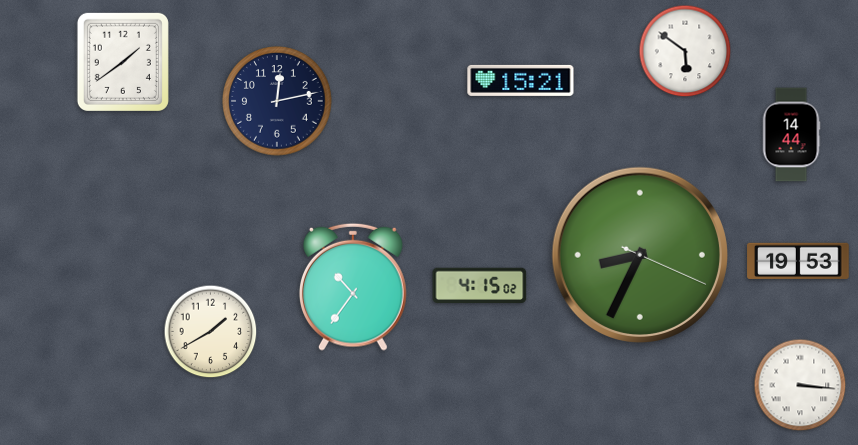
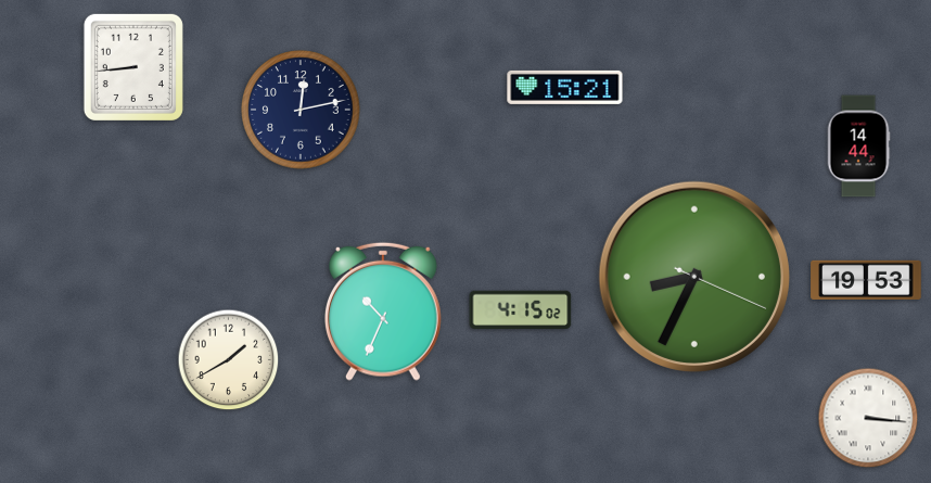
clock at (685, 51): 5:51 -> none
clock at (123, 62): 1:39 -> 8:44
clock at (798, 261) position: (798, 261) -> (866, 280)
clock at (353, 287): 10:36 -> 10:34
